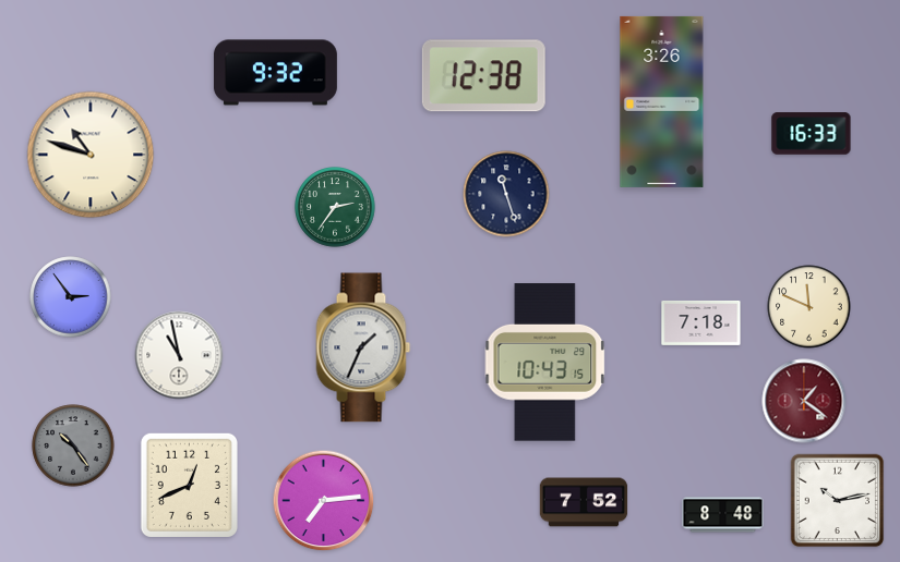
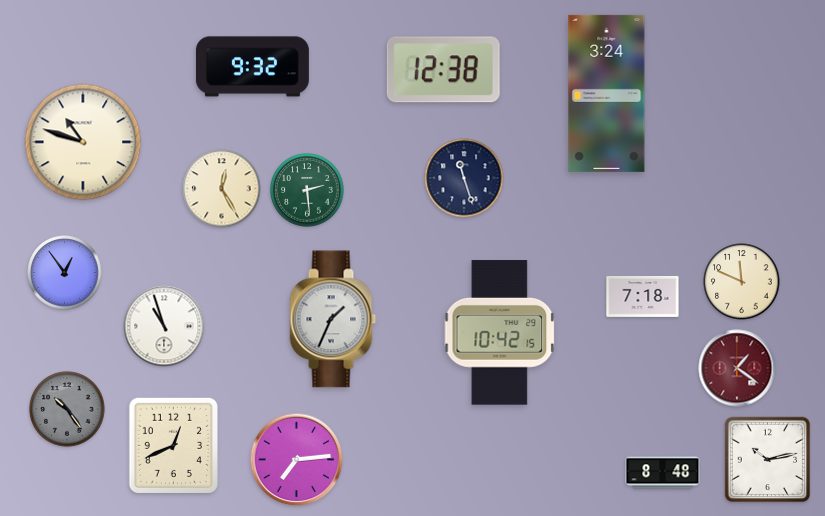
clock at (662, 101): 3:26 -> 3:24
clock at (812, 134): 16:33 -> none
clock at (222, 189): none -> 12:25
clock at (335, 207): 2:36 -> 2:29
clock at (71, 297): 2:54 -> 12:54
clock at (179, 355): 10:58 -> 10:57
clock at (545, 363): 10:43 -> 10:42
clock at (584, 502): 7:52 -> none
